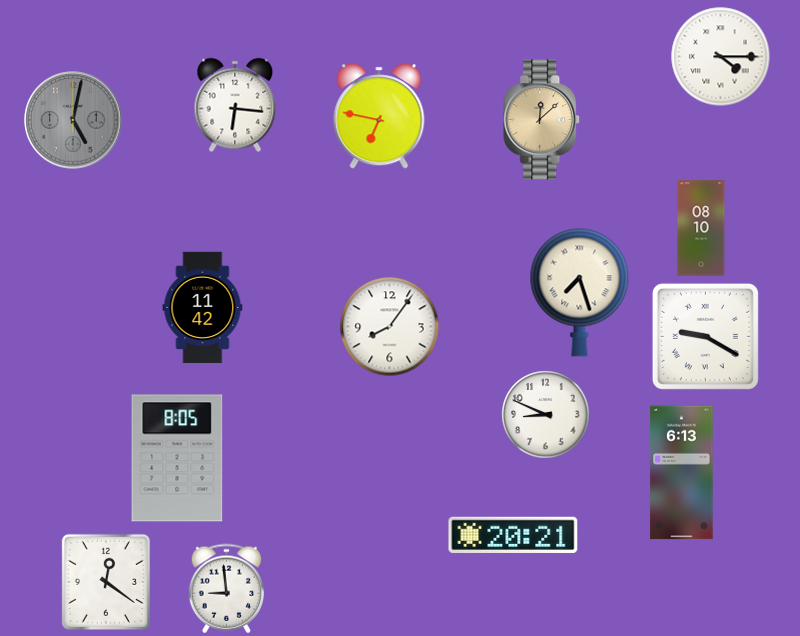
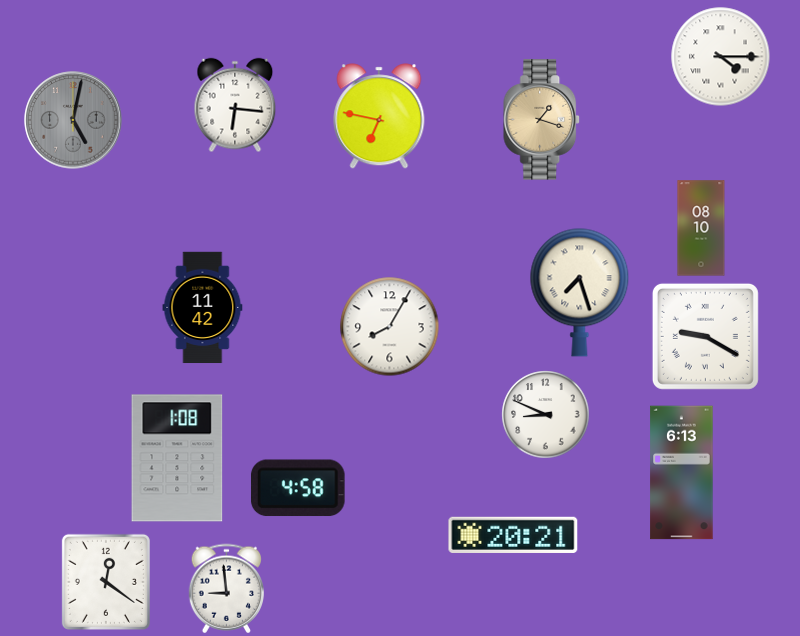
clock at (542, 120): 12:08 -> 1:18
clock at (390, 327): 8:06 -> 8:05
clock at (177, 458): 8:05 -> 1:08
clock at (298, 488): none -> 4:58
